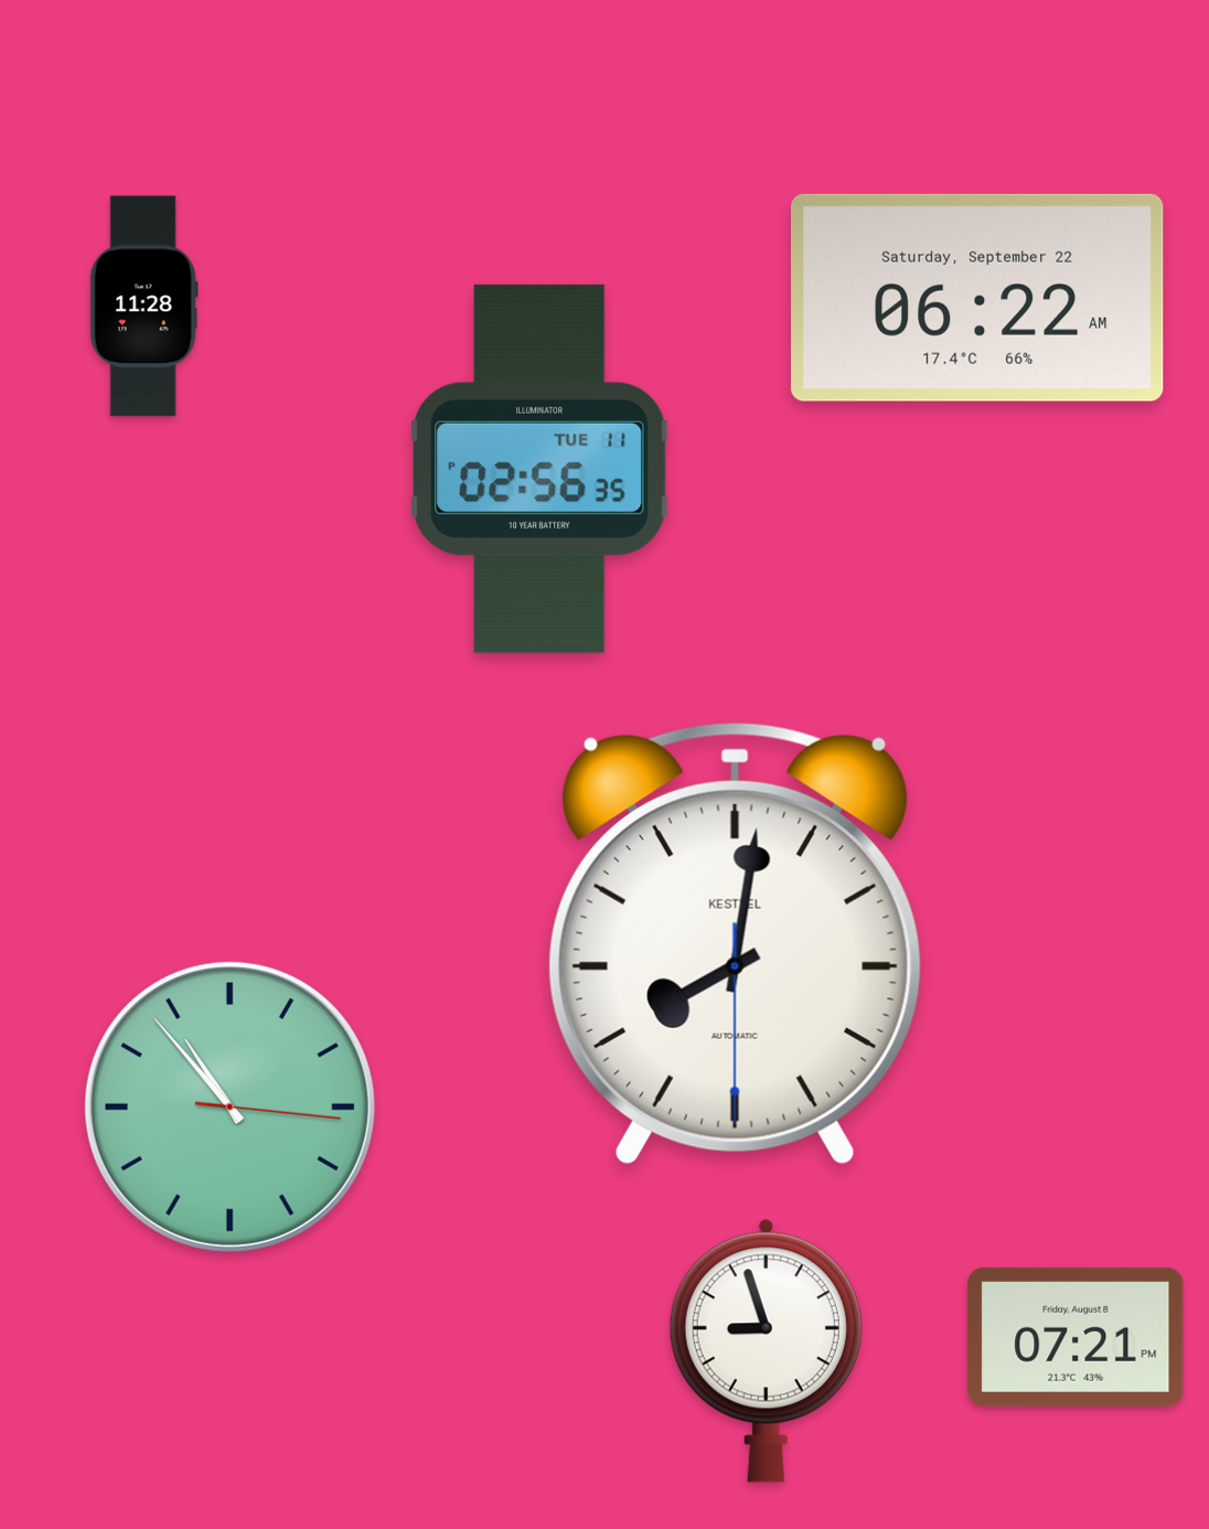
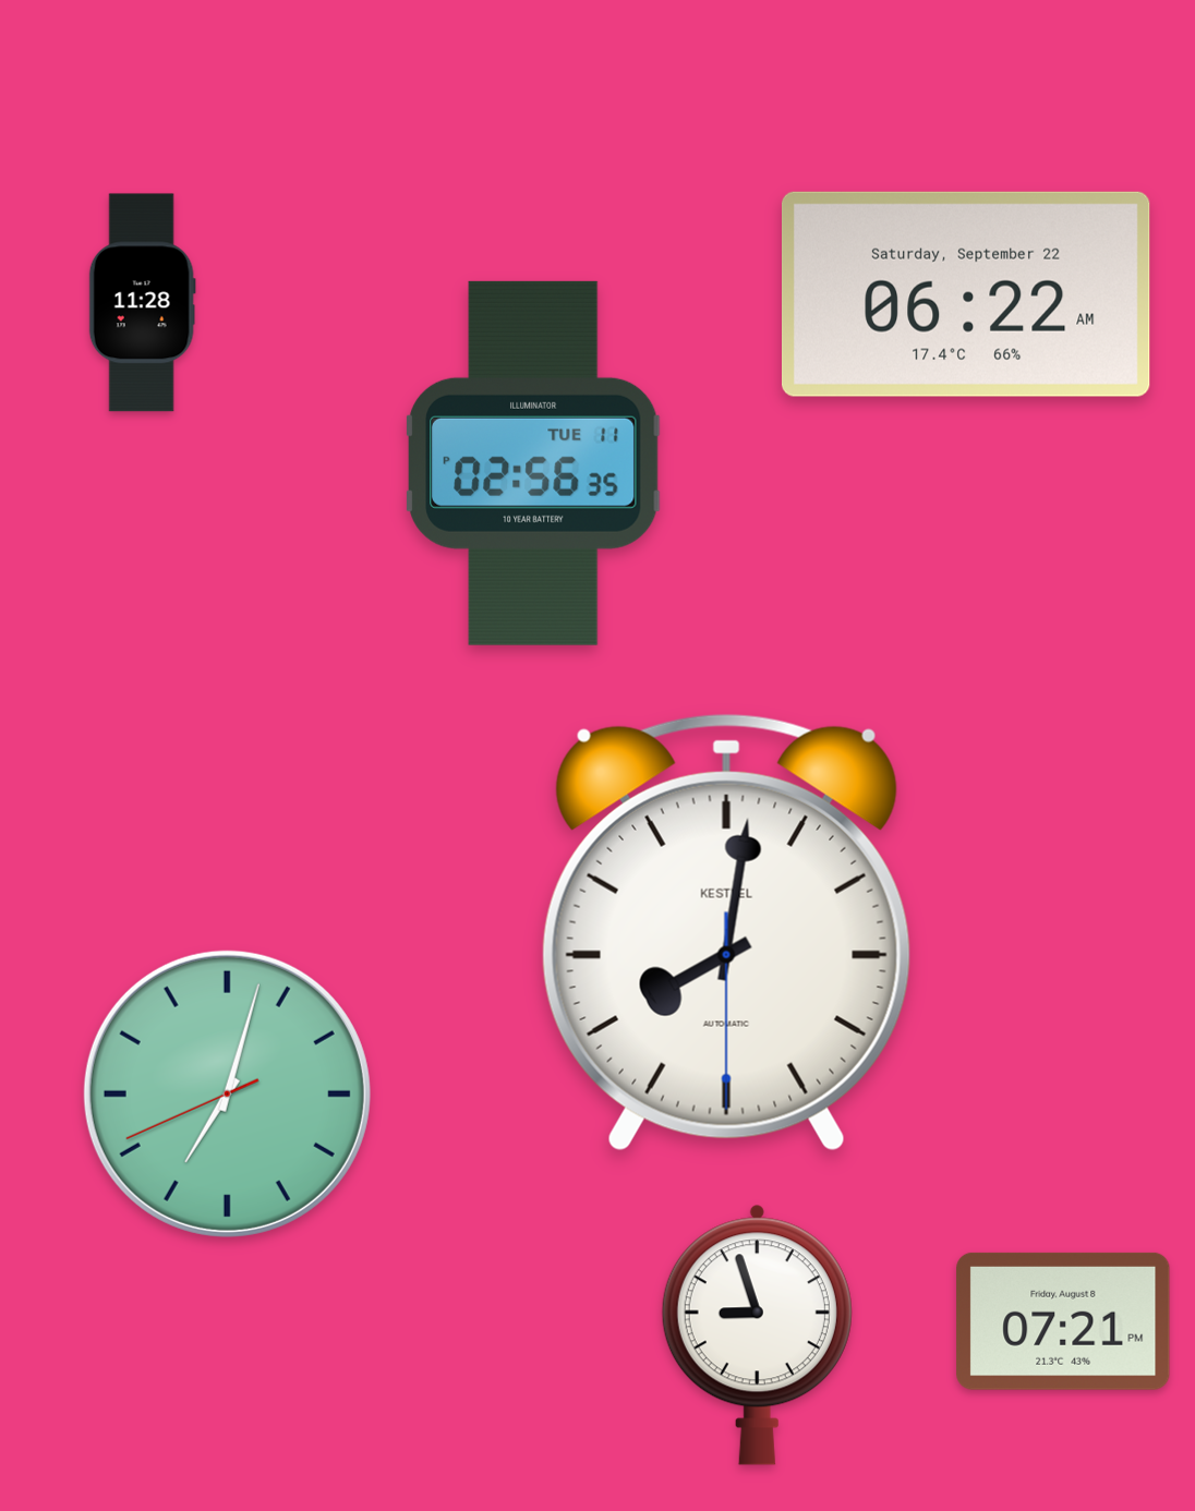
clock at (229, 1106): 10:53 -> 7:02
